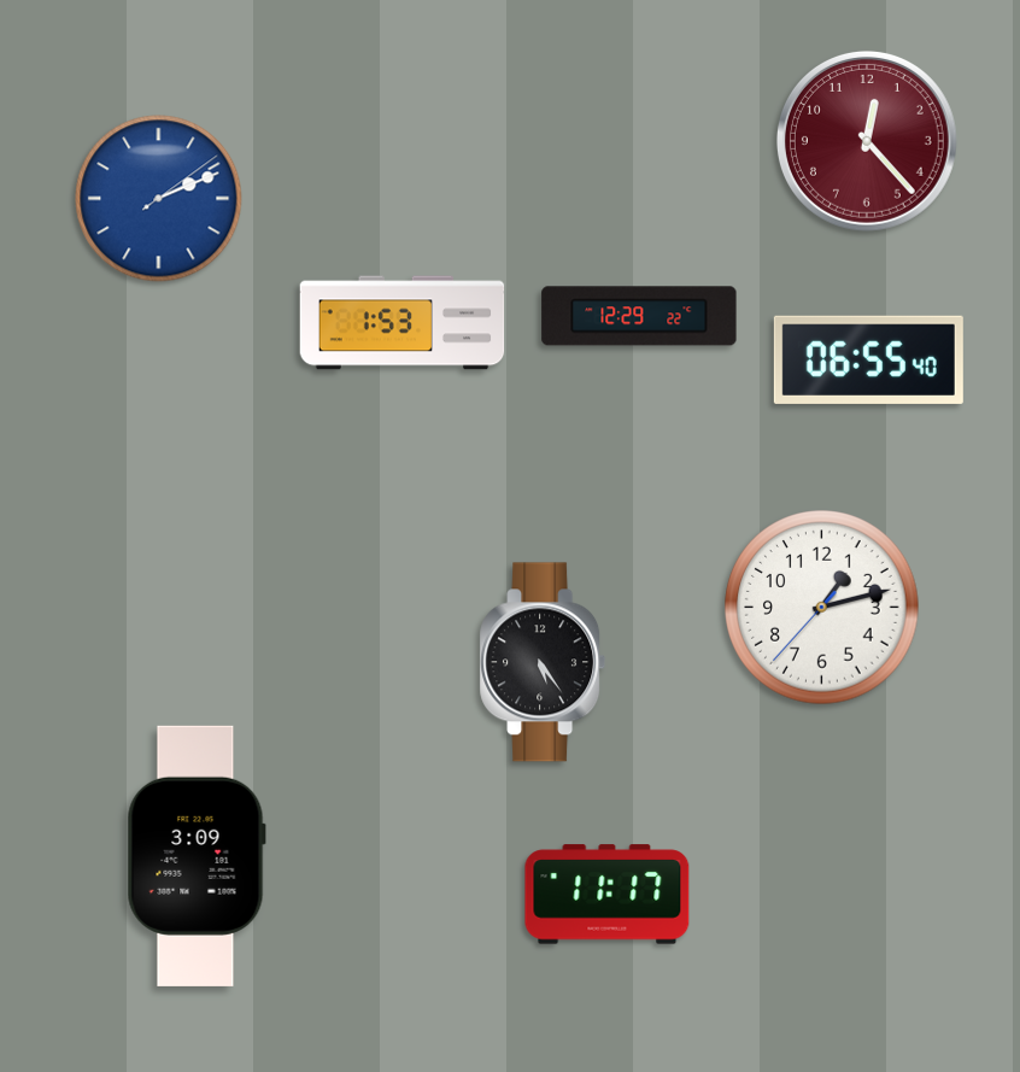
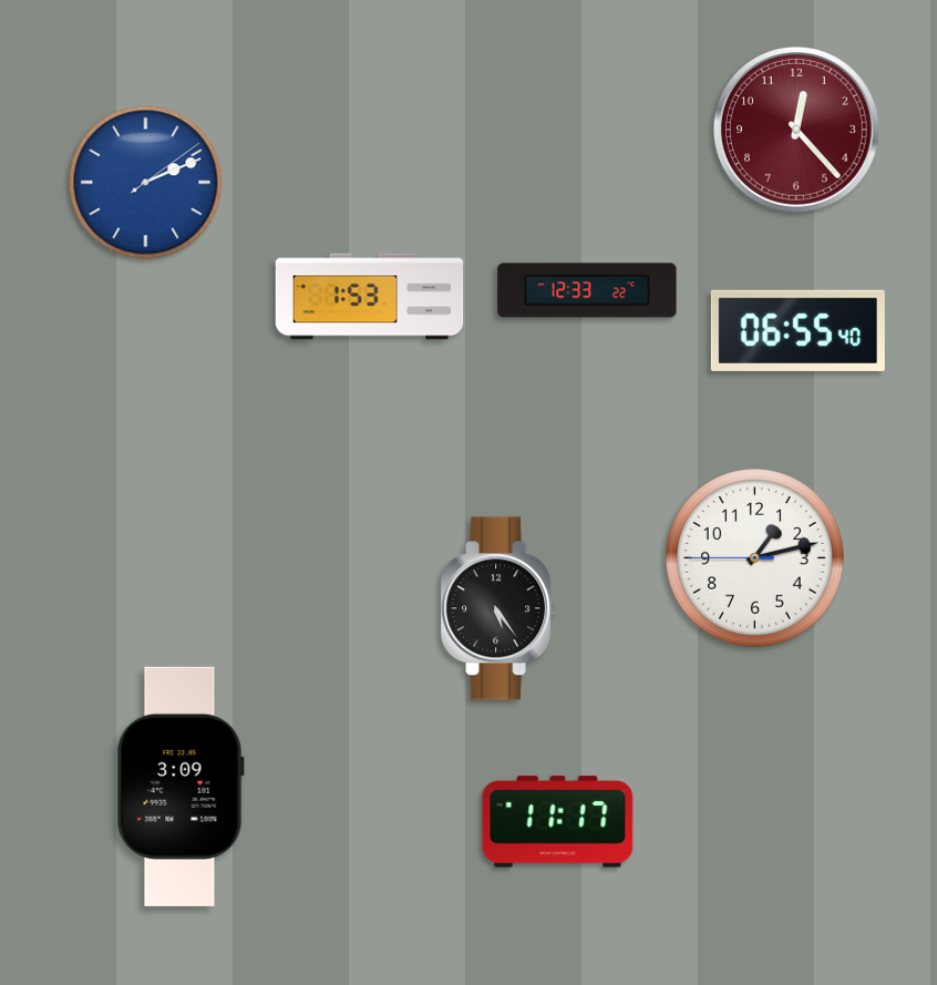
clock at (639, 316): 12:29 -> 12:33
clock at (822, 608): 1:12:37 -> 1:12:45
